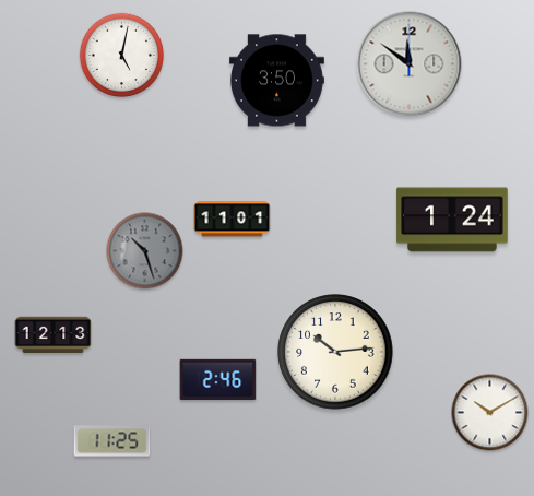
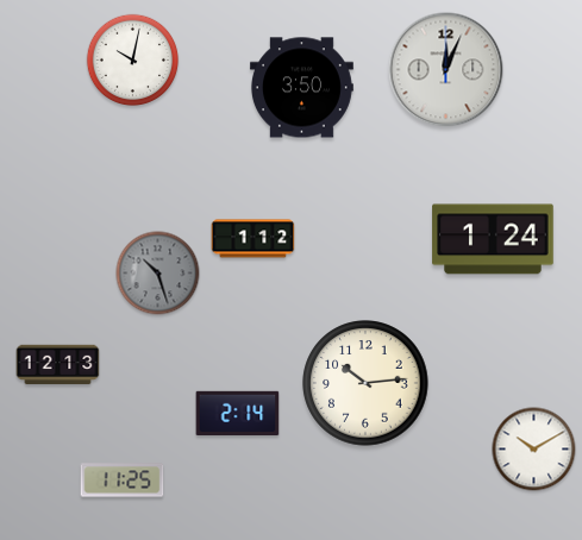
clock at (122, 56): 5:02 -> 10:02
clock at (410, 64): 11:51 -> 12:04
clock at (233, 220): 11:01 -> 1:12
clock at (218, 380): 2:46 -> 2:14
